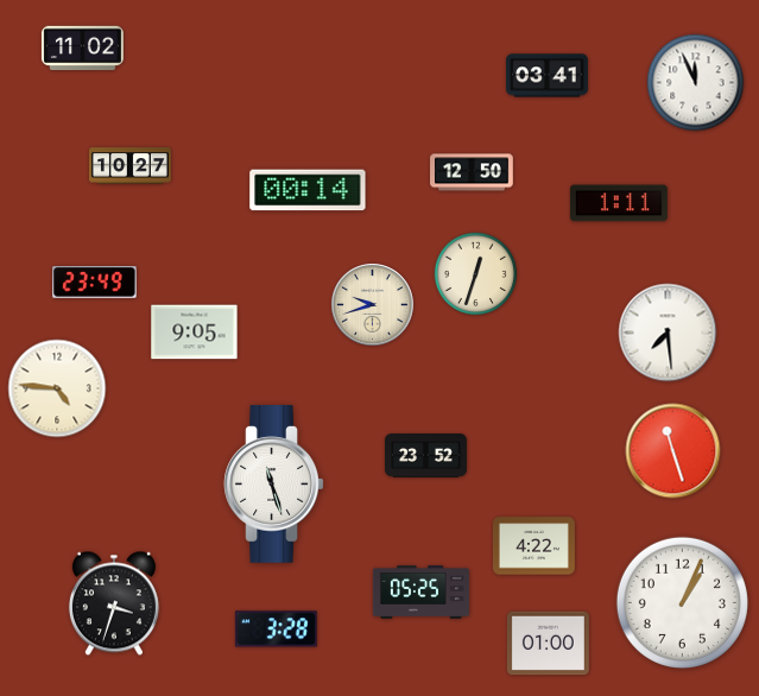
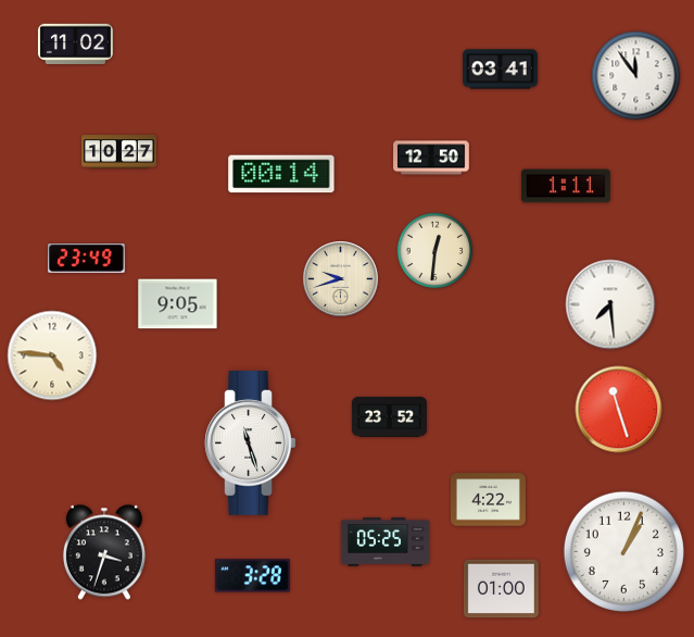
clock at (696, 83): 11:56 -> 11:54
clock at (476, 274): 12:33 -> 12:31
clock at (673, 451) position: (673, 451) -> (619, 410)
